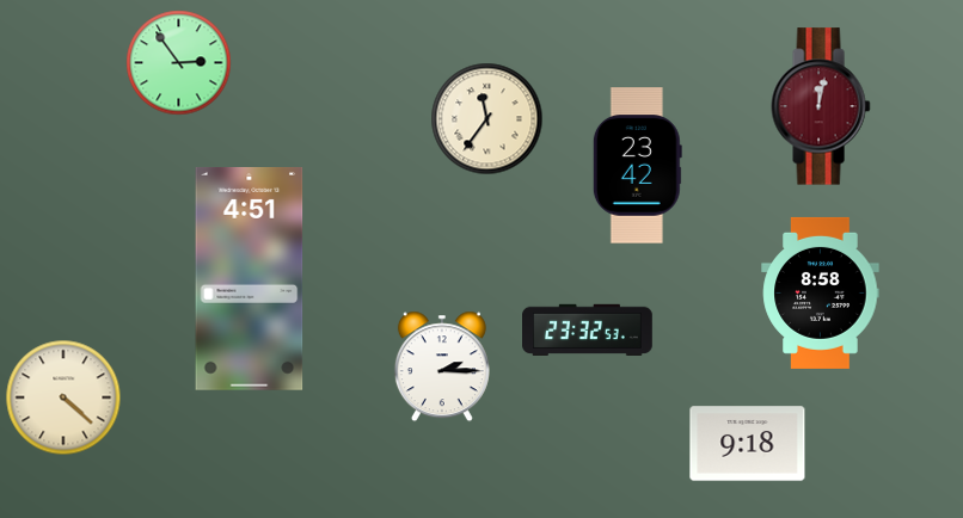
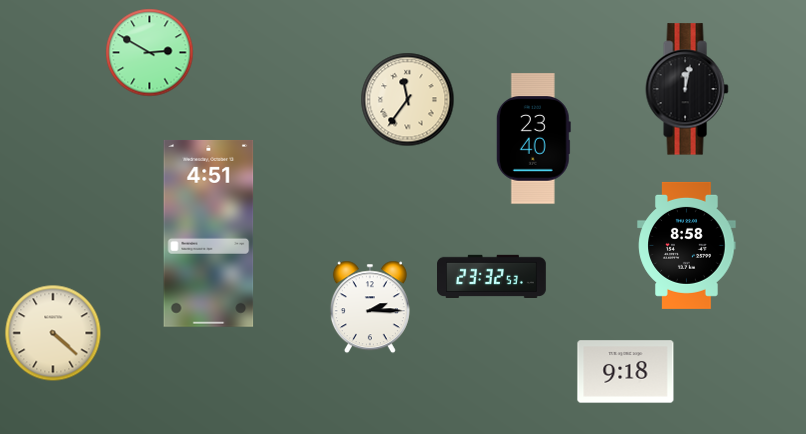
clock at (179, 63): 2:54 -> 2:50
clock at (821, 106) dial: burgundy -> black
clock at (637, 166): 23:42 -> 23:40
